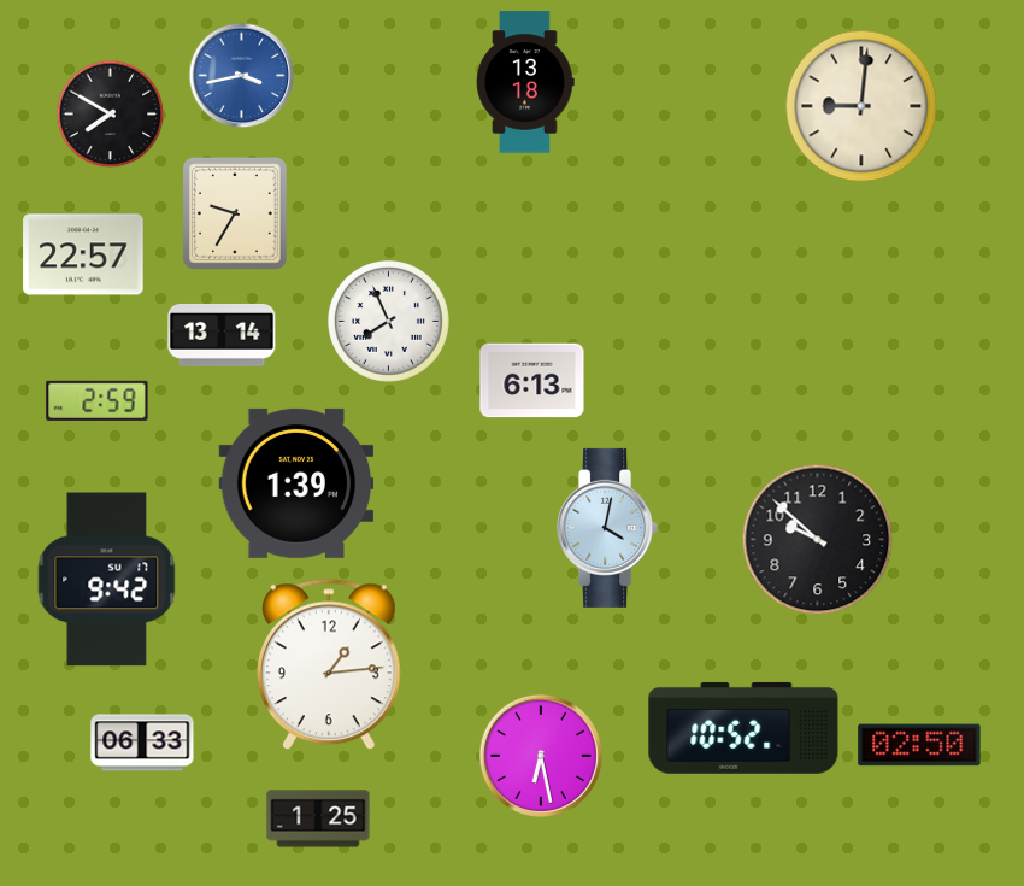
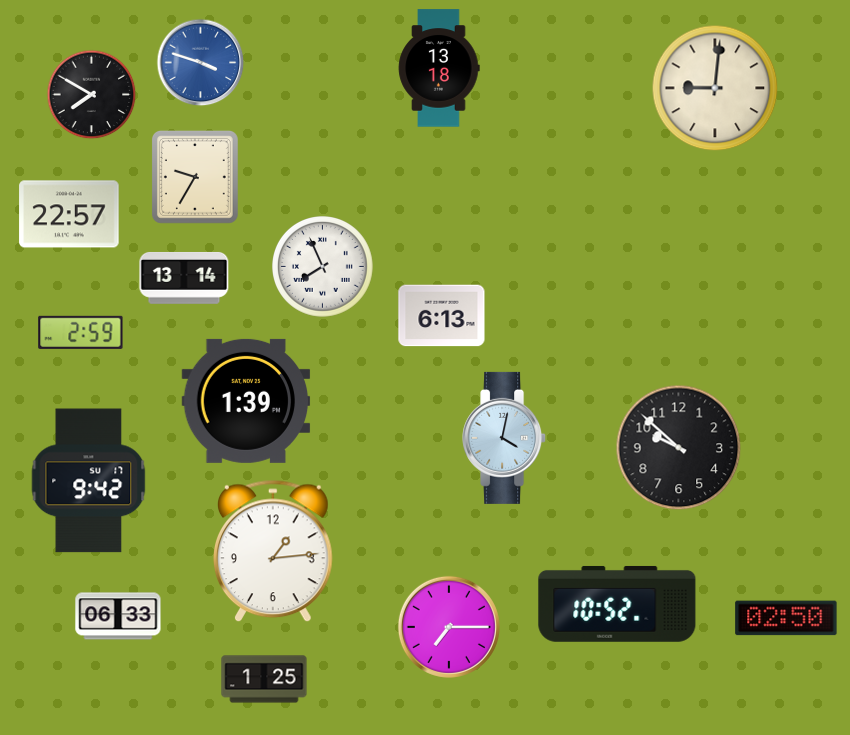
clock at (242, 76): 3:43 -> 3:48
clock at (525, 82) position: (525, 82) -> (439, 68)
clock at (83, 254) position: (83, 254) -> (69, 214)
clock at (919, 745) position: (919, 745) -> (786, 618)
clock at (541, 756): 6:28 -> 7:15
